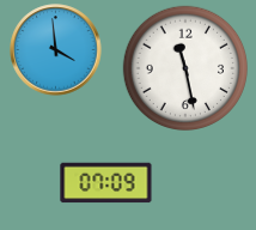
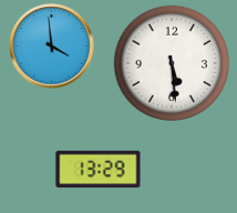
clock at (184, 67): 11:28 -> 5:29
clock at (106, 183): 07:09 -> 13:29
